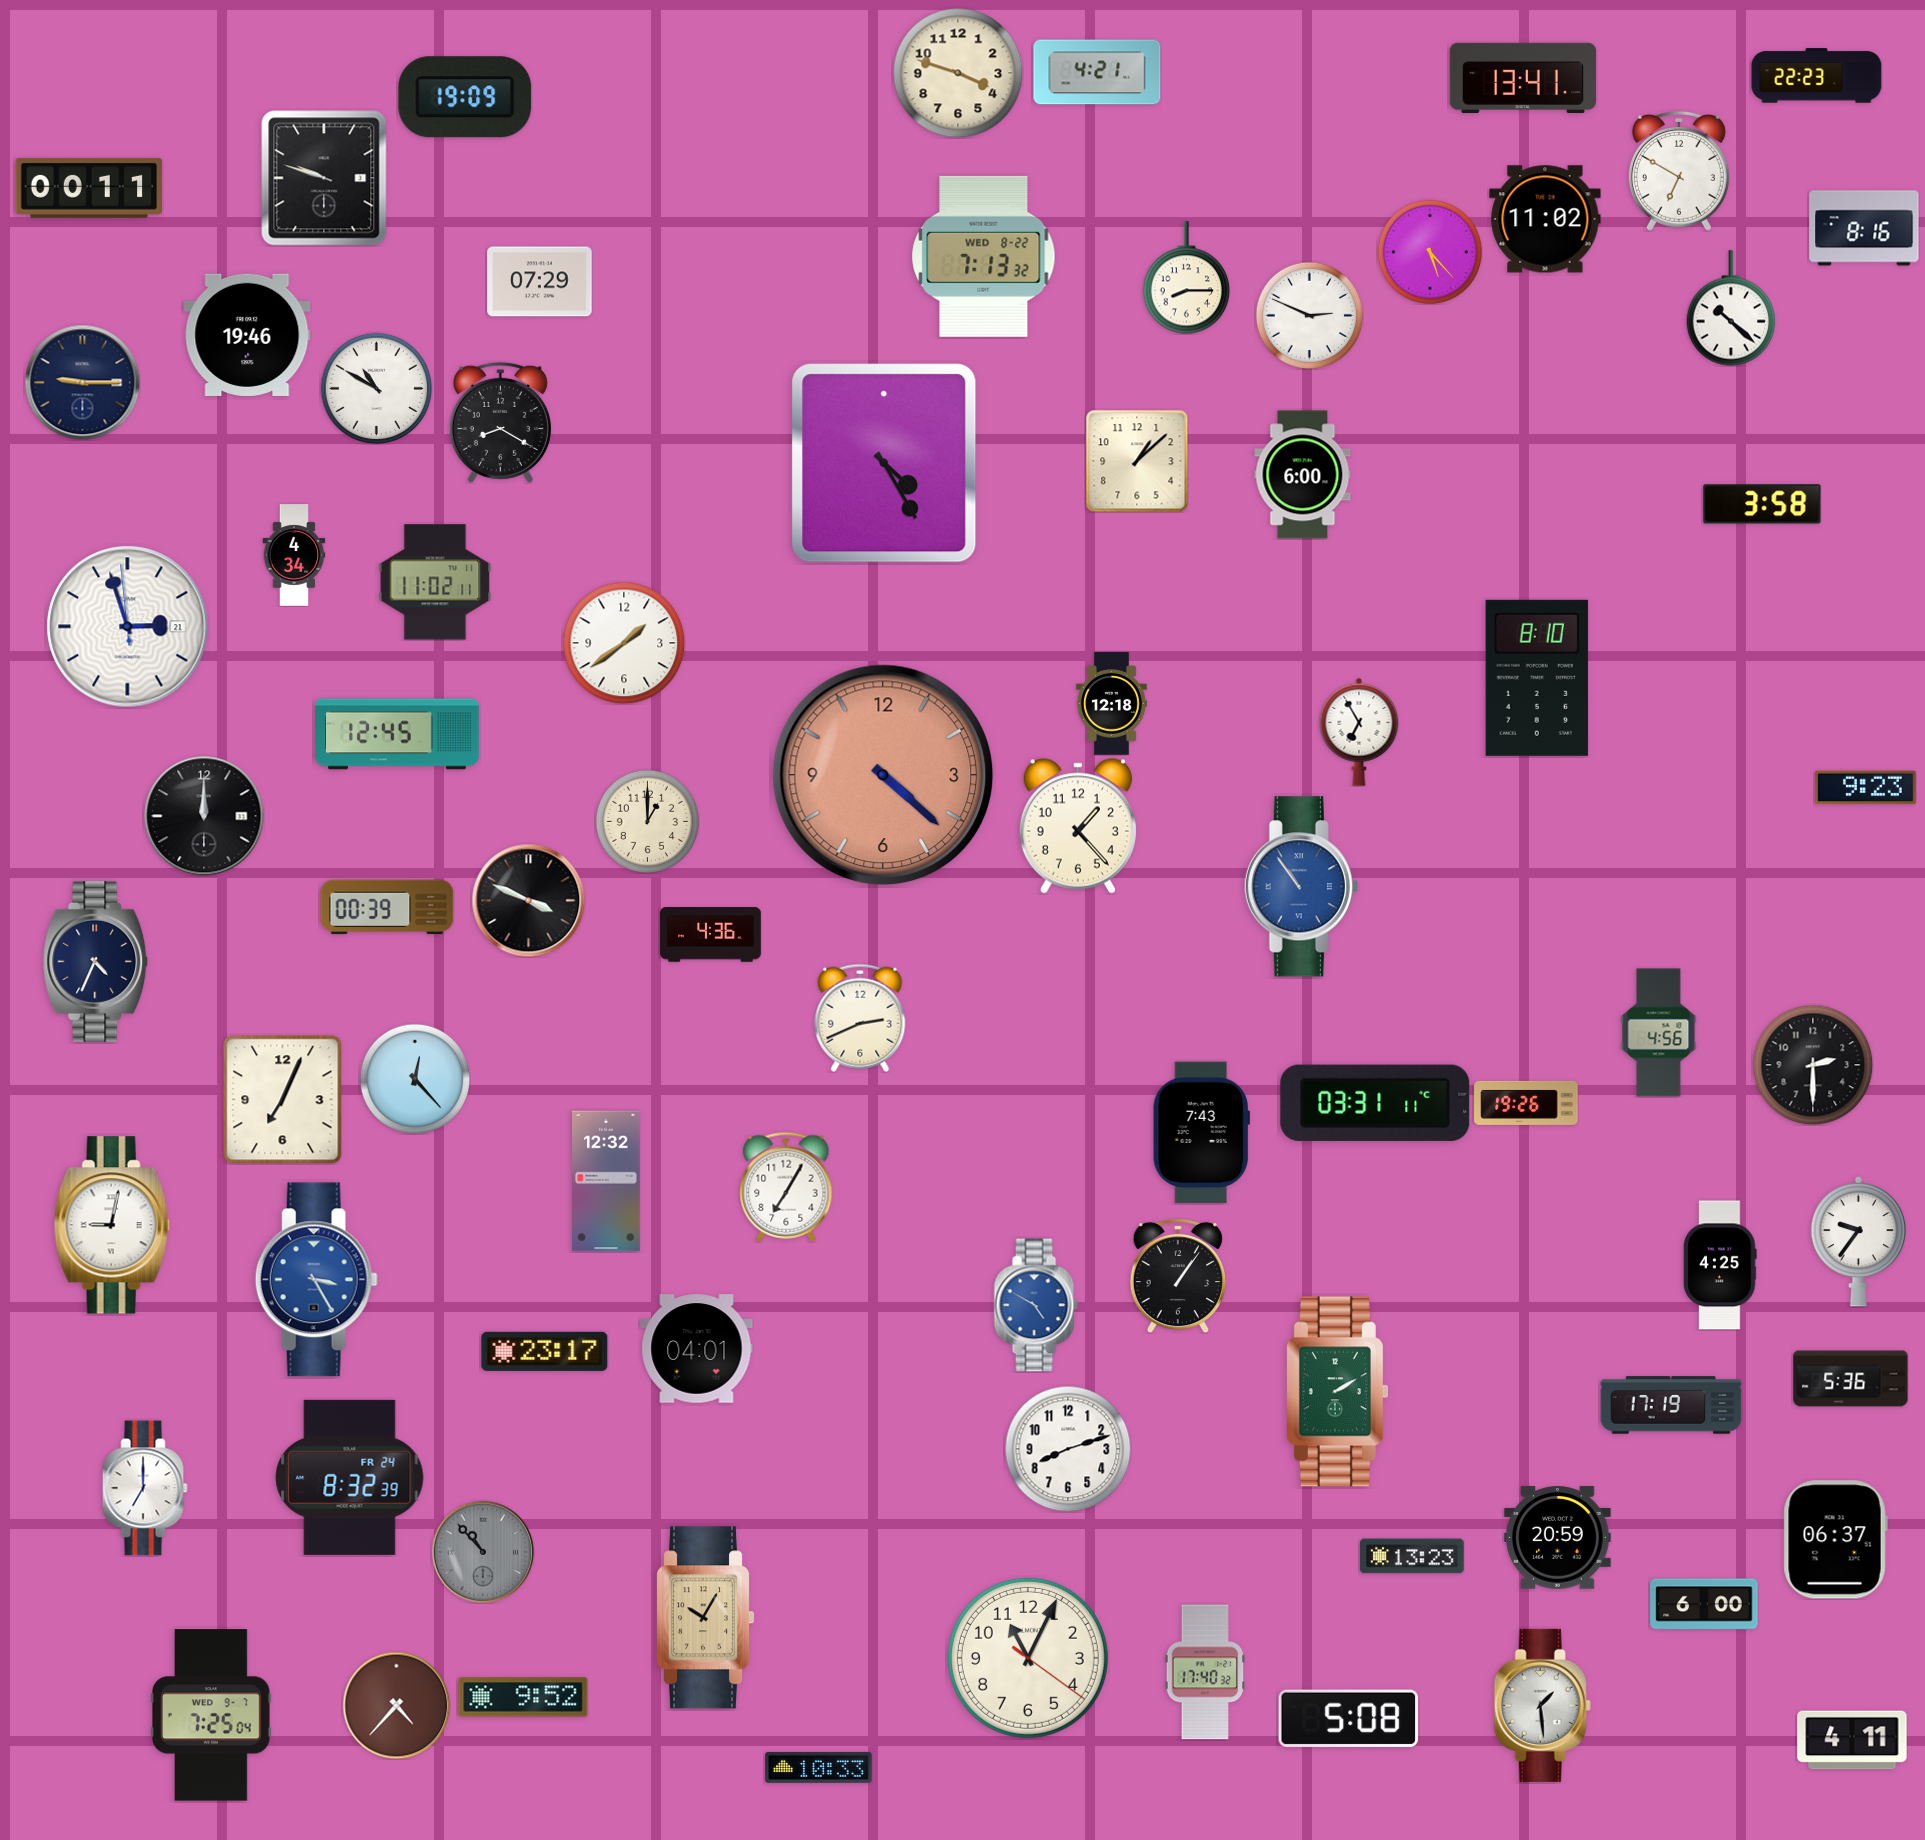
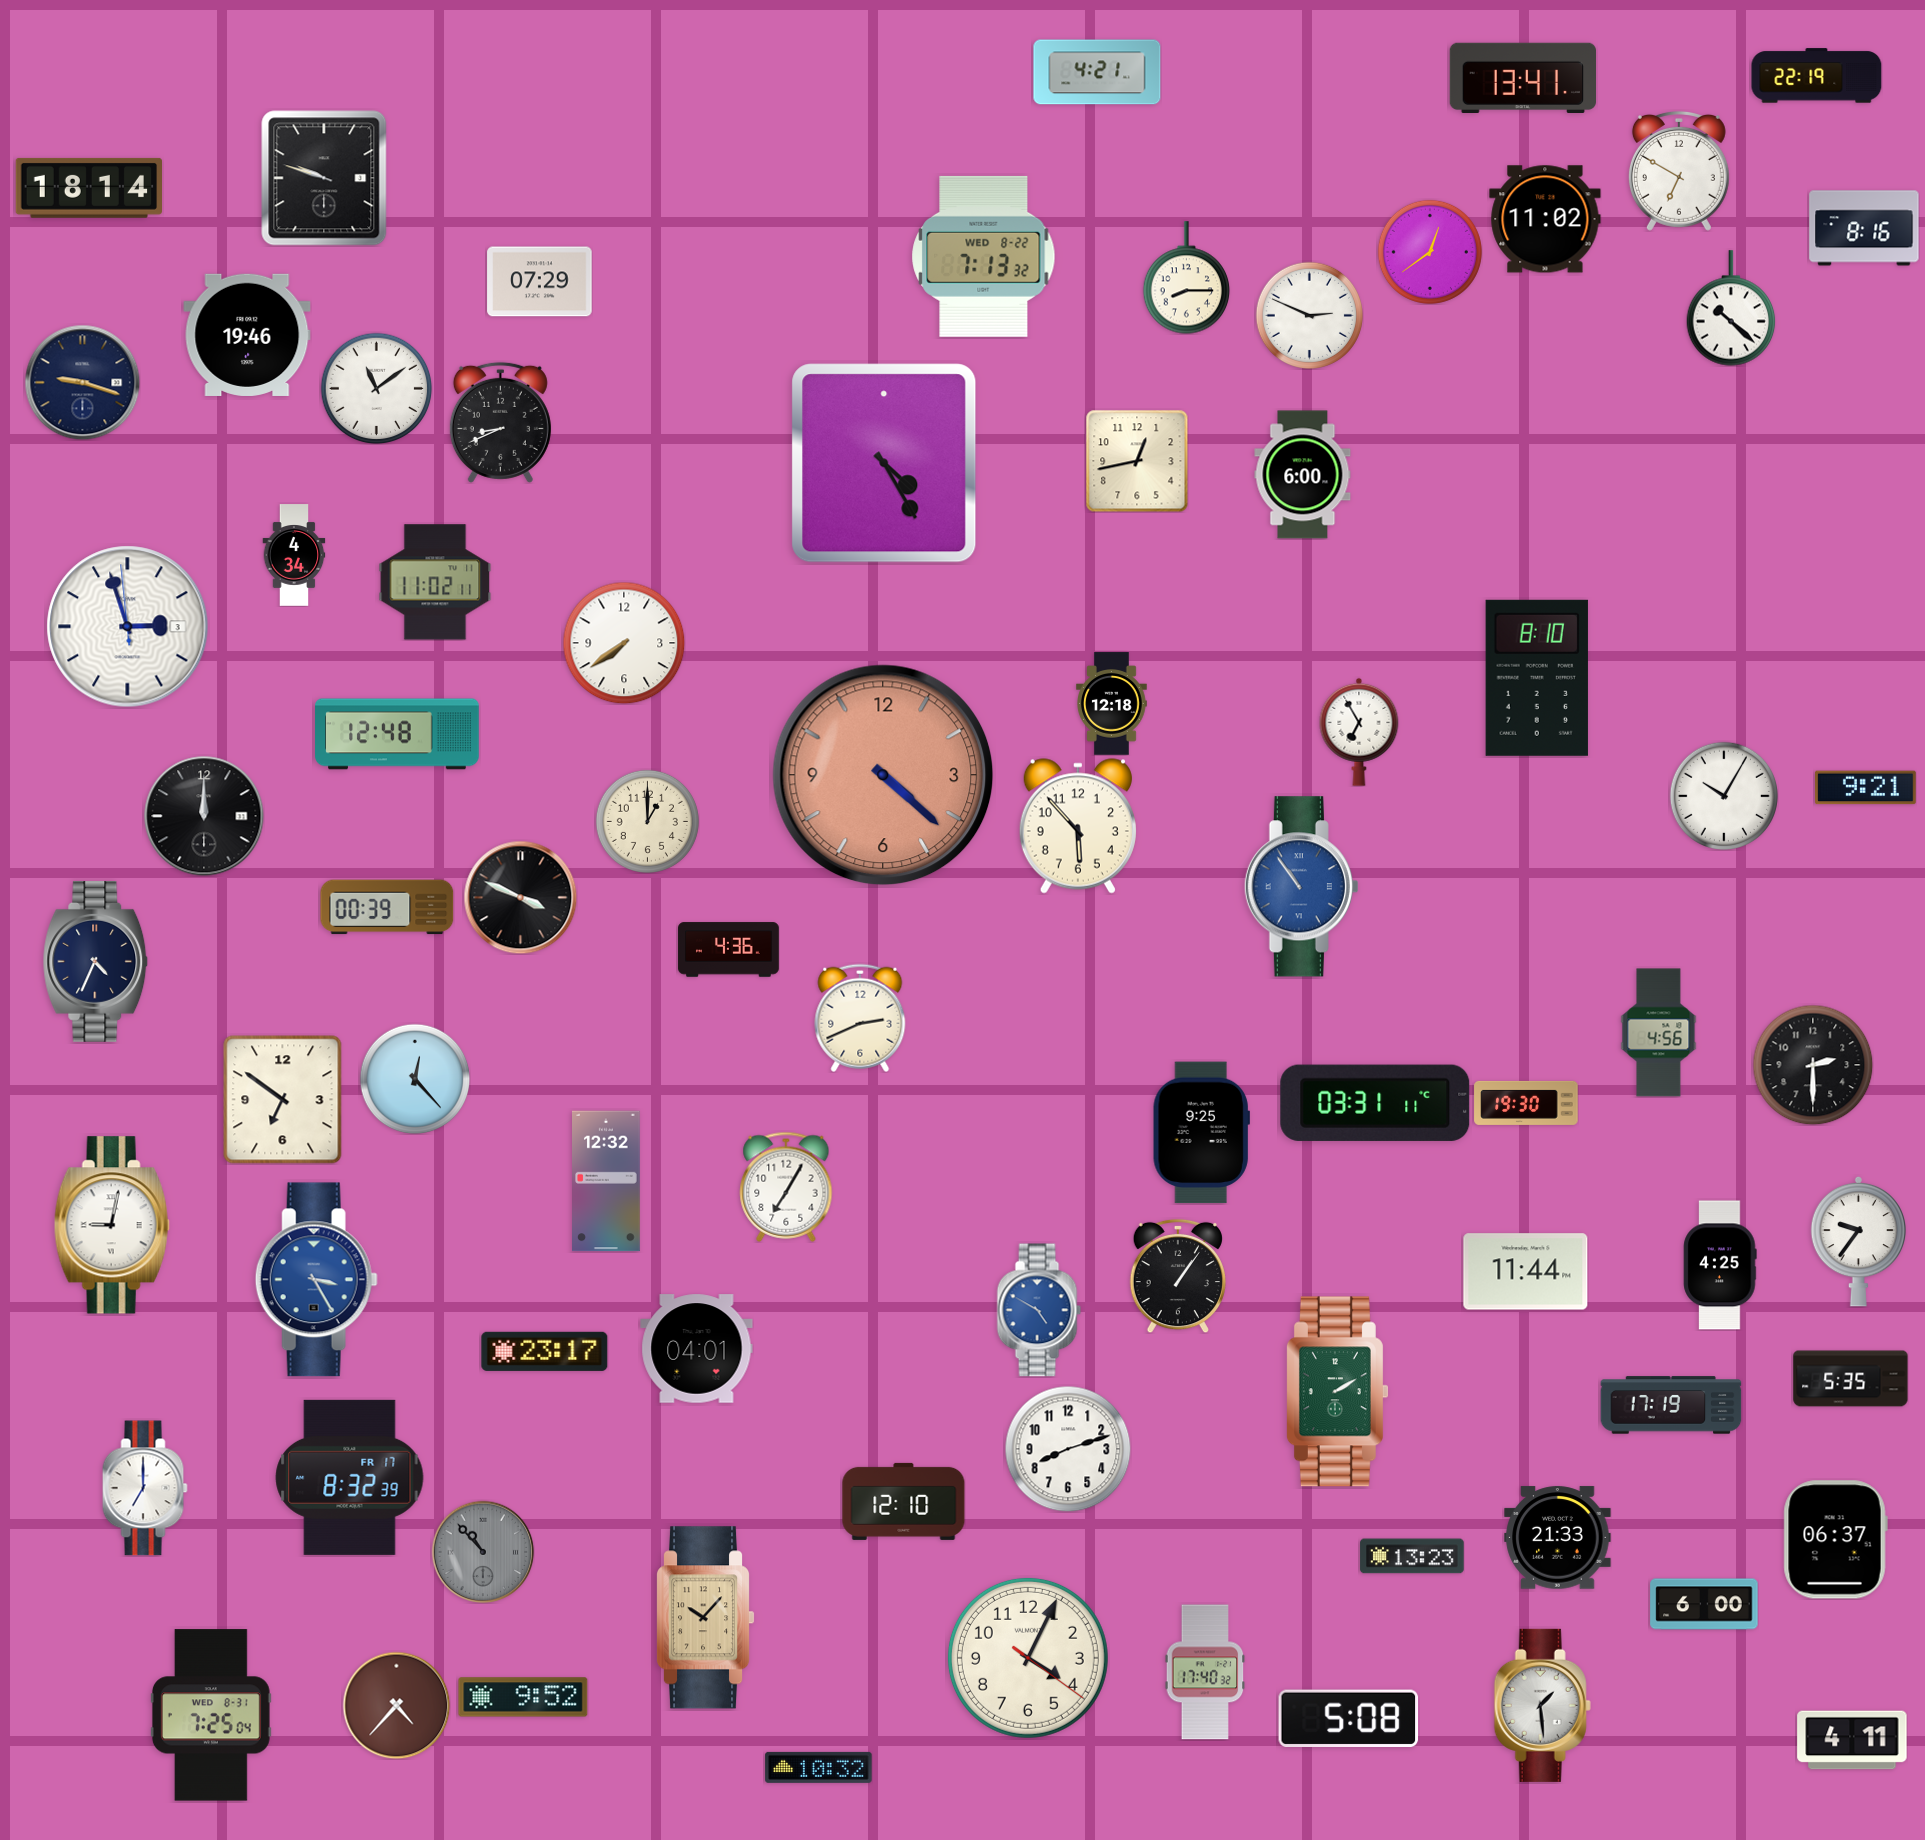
clock at (958, 73): 3:48 -> none
clock at (1817, 76): 22:23 -> 22:19
clock at (465, 97): 19:09 -> none
clock at (89, 188): 00:11 -> 18:14
clock at (1430, 252): 5:23 -> 12:39
clock at (82, 382): 9:15 -> 9:18
clock at (376, 388): 10:50 -> 11:09
clock at (500, 422): 8:20 -> 8:41
clock at (1137, 461): 1:08 -> 12:43
clock at (1762, 504): 3:58 -> none
clock at (128, 627) date: 21 -> 3
clock at (624, 643): 1:39 -> 7:39
clock at (397, 734): 12:45 -> 12:48
clock at (1866, 788): 9:23 -> 9:21
clock at (1723, 795): none -> 10:05
clock at (1078, 826): 1:23 -> 5:53
clock at (528, 900) position: (528, 900) -> (520, 897)
clock at (711, 935) position: (711, 935) -> (729, 950)
clock at (283, 1100): 7:04 -> 6:51
clock at (1526, 1103): 19:26 -> 19:30
clock at (1201, 1133): 7:43 -> 9:25
clock at (1526, 1272): none -> 11:44
clock at (1036, 1305) position: (1036, 1305) -> (1039, 1310)
clock at (1851, 1379): 5:36 -> 5:35
clock at (350, 1477) date: FR 24 -> FR 17
clock at (904, 1501): none -> 12:10
clock at (1558, 1538): 20:59 -> 21:33
clock at (705, 1618): 10:05 -> 10:07
clock at (1028, 1658): 11:04 -> 4:04
clock at (211, 1715) date: WED 9-7 -> WED 8-31
clock at (819, 1767): 10:33 -> 10:32
